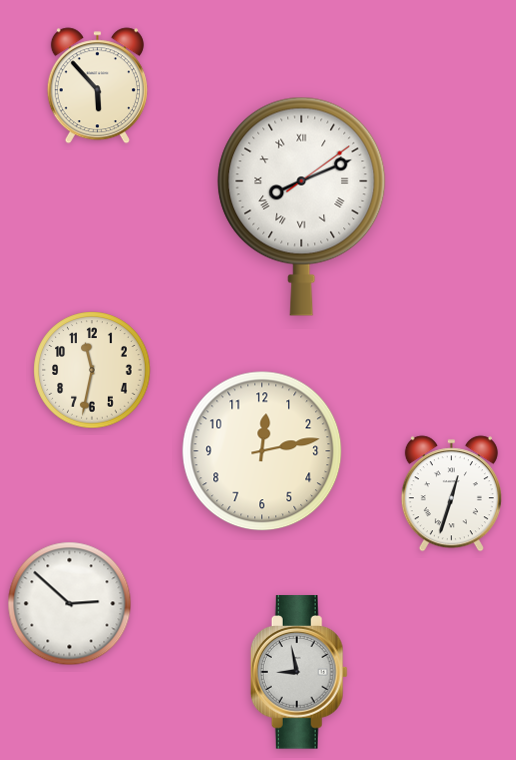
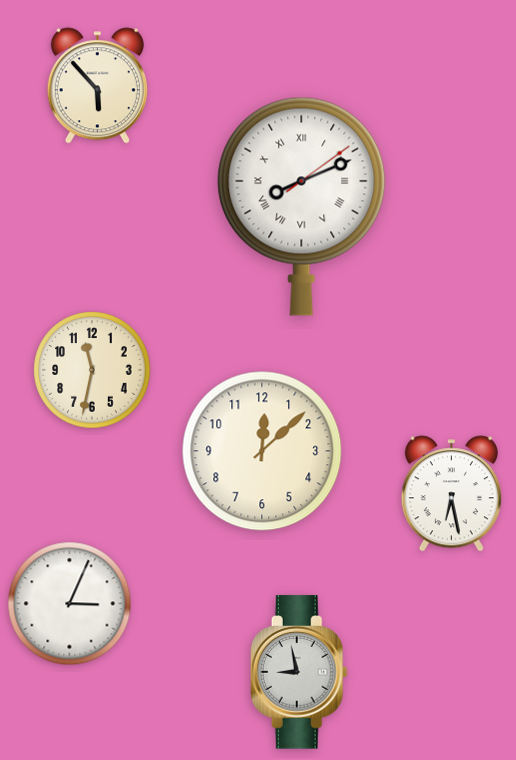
clock at (262, 451): 12:13 -> 12:08
clock at (451, 494): 12:33 -> 6:28
clock at (70, 604): 2:52 -> 3:04
